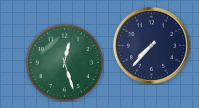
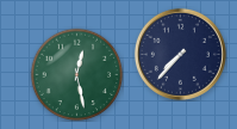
clock at (64, 62): 12:27 -> 12:28
